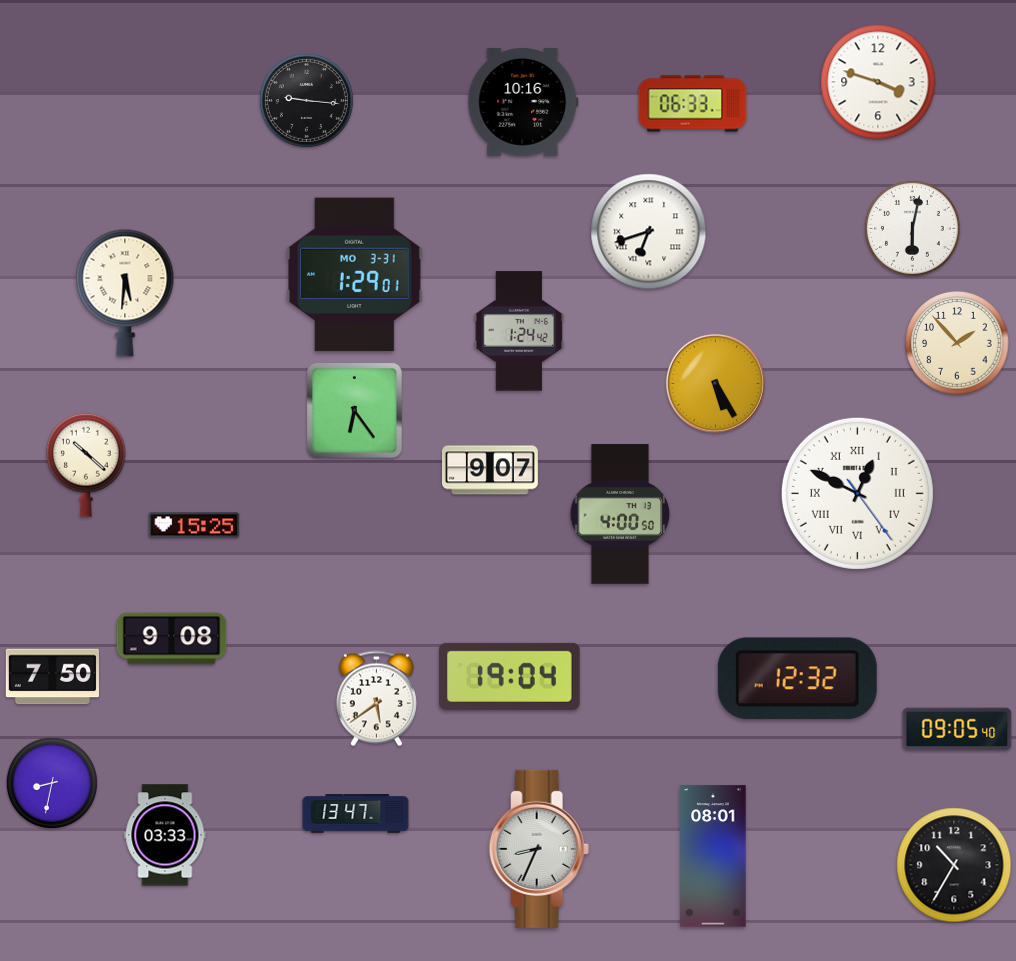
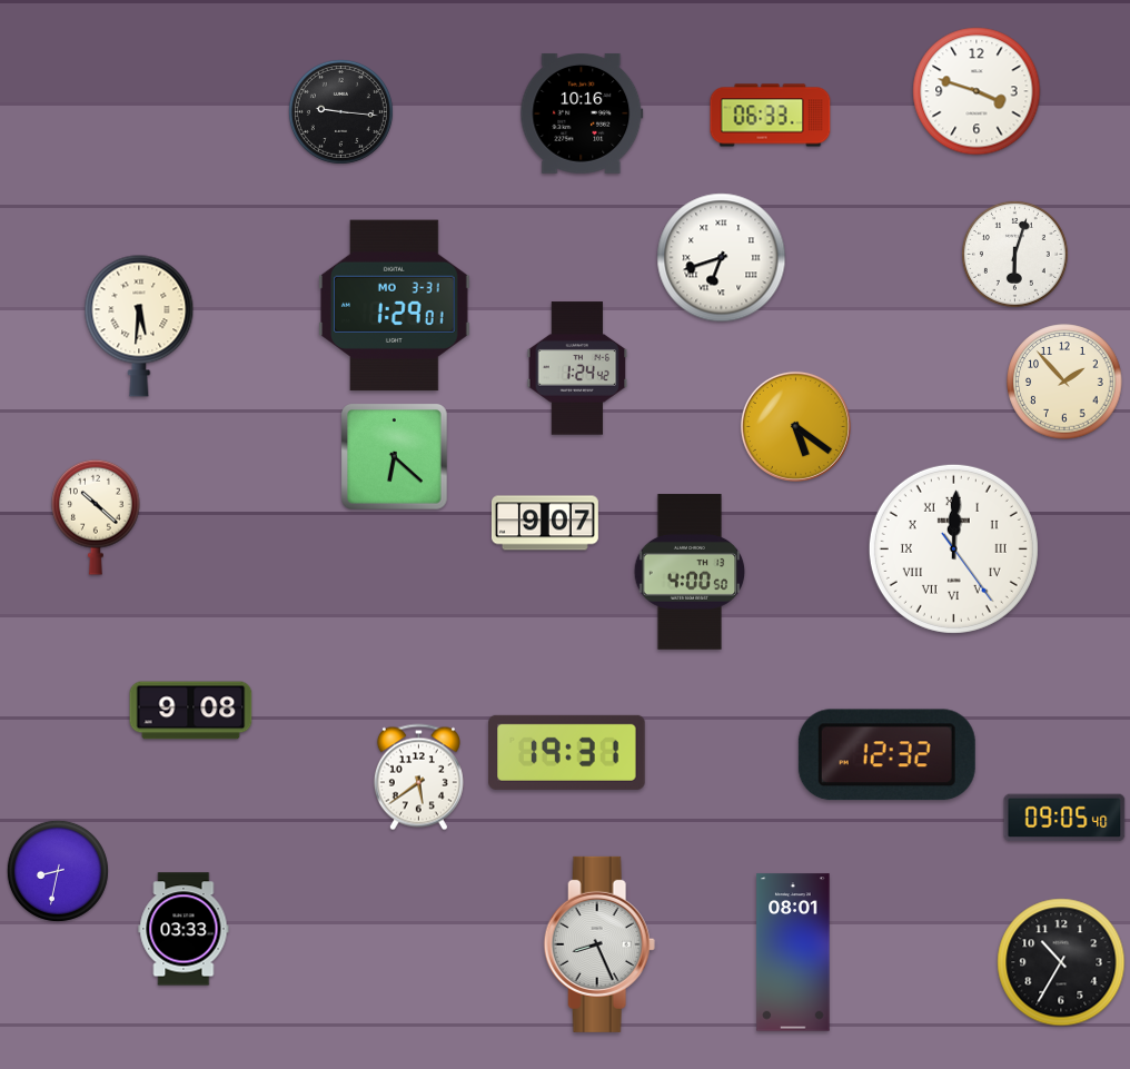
clock at (912, 228): 6:02 -> 6:03
clock at (715, 383): 5:25 -> 5:21
clock at (355, 411): 6:24 -> 6:22
clock at (857, 493): 12:49 -> 12:00
clock at (194, 525): 15:25 -> none
clock at (510, 676): 19:04 -> 19:31
clock at (52, 677): 7:50 -> none
clock at (957, 729) position: (957, 729) -> (1064, 818)
clock at (356, 814): 13:47 -> none
clock at (539, 849): 8:34 -> 8:26
